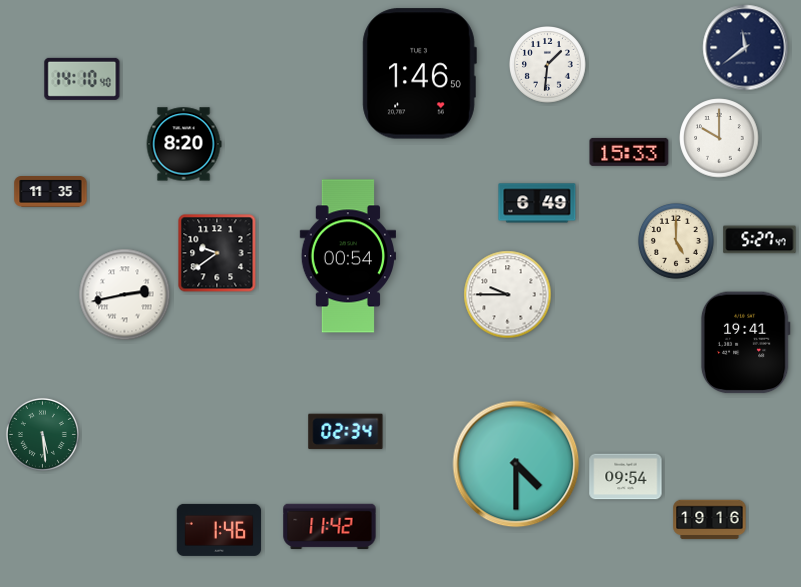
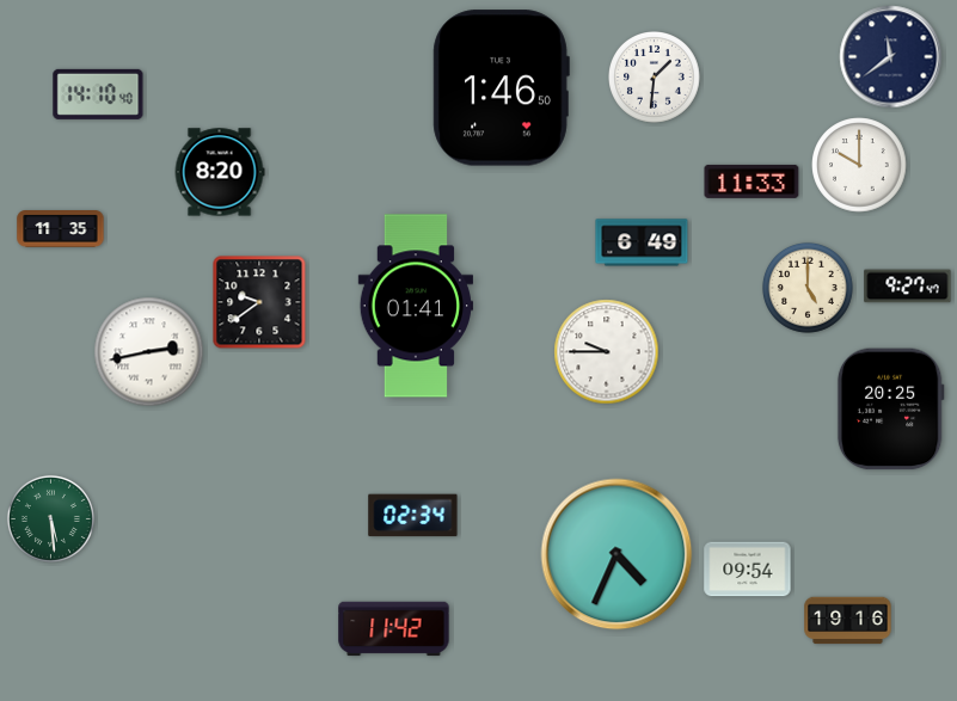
clock at (629, 152): 15:33 -> 11:33
clock at (760, 240): 5:27 -> 9:27
clock at (347, 256): 00:54 -> 01:41
clock at (745, 343): 19:41 -> 20:25
clock at (516, 464): 4:30 -> 4:34
clock at (219, 530): 1:46 -> none
